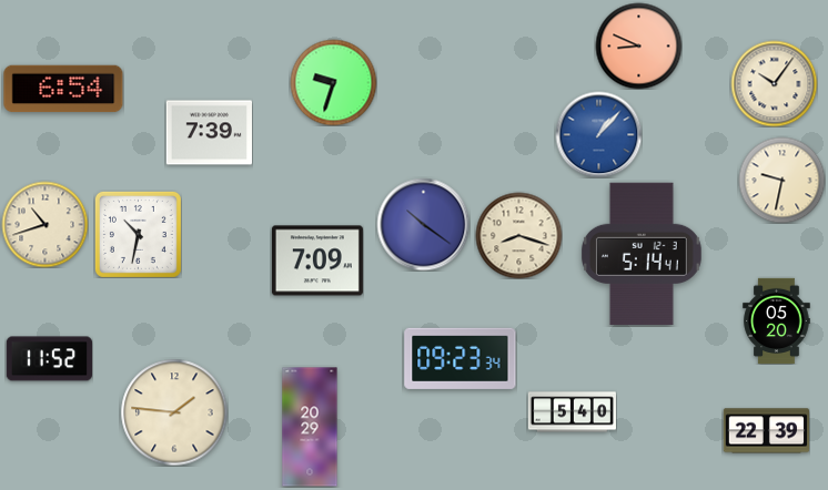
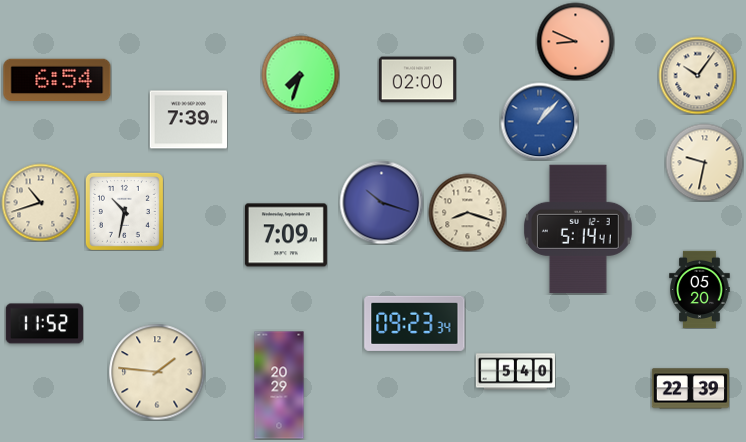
clock at (333, 82): 9:33 -> 7:33
clock at (417, 80): none -> 02:00
clock at (423, 224): 10:21 -> 10:18
